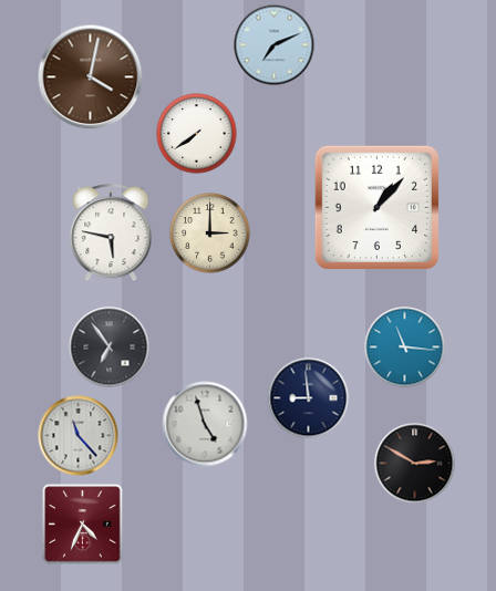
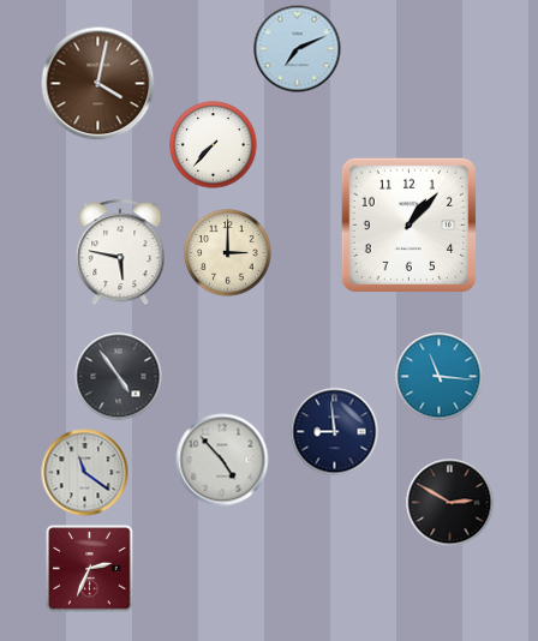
clock at (197, 134): 7:39 -> 7:37
clock at (110, 348): 6:54 -> 4:54
clock at (205, 424): 4:57 -> 4:53
clock at (79, 436): 11:23 -> 11:21
clock at (83, 525): 4:34 -> 2:34
